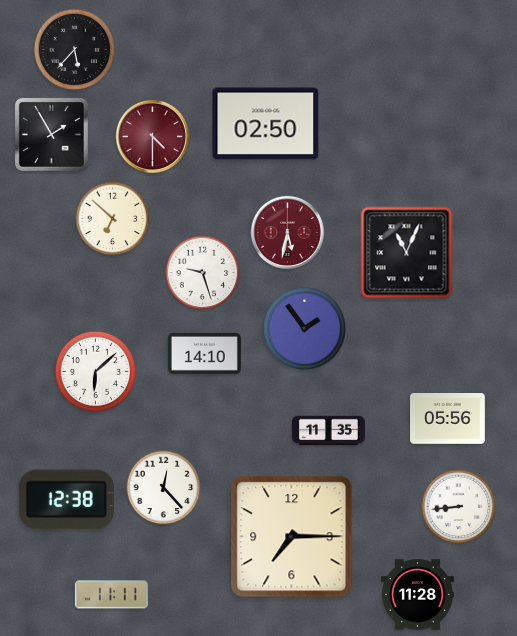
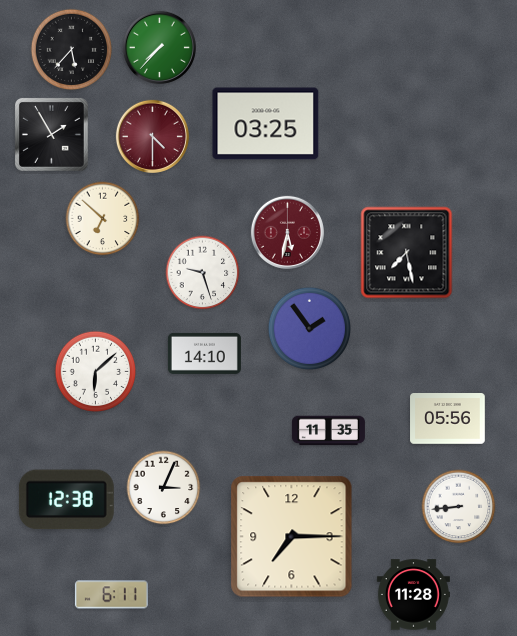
clock at (159, 47): none -> 7:37
clock at (75, 50) position: (75, 50) -> (72, 50)
clock at (266, 124): 02:50 -> 03:25
clock at (113, 219) position: (113, 219) -> (103, 219)
clock at (407, 253): 11:04 -> 7:28
clock at (304, 328) position: (304, 328) -> (309, 328)
clock at (164, 488): 12:23 -> 3:04
clock at (111, 595): 11:11 -> 6:11
clock at (417, 595) position: (417, 595) -> (413, 595)
